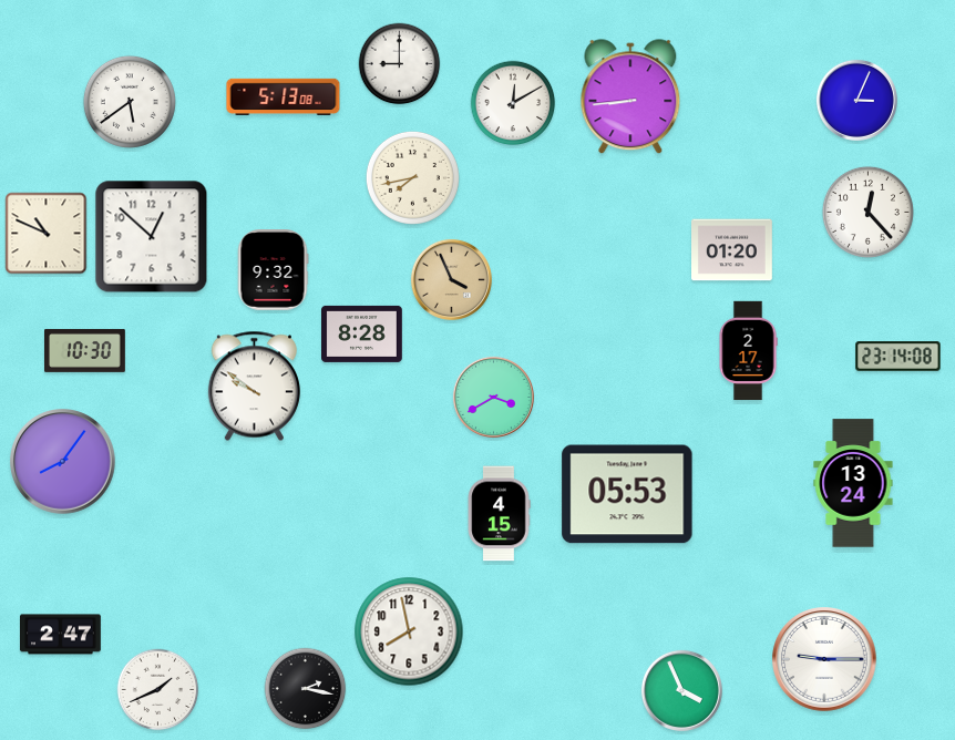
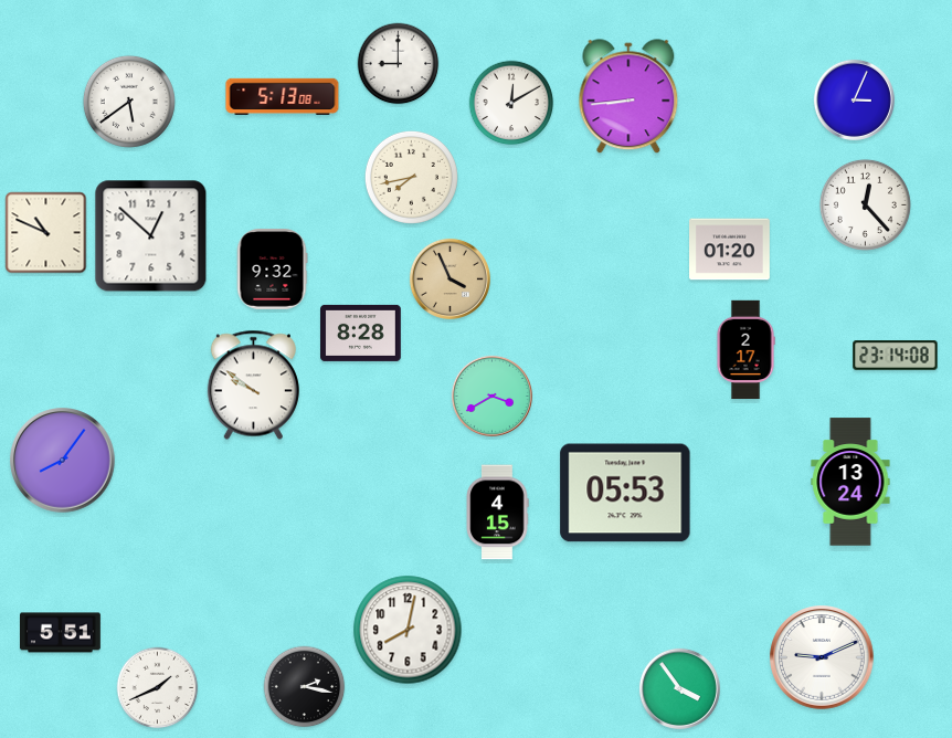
clock at (867, 212) position: (867, 212) -> (865, 204)
clock at (85, 350): 10:30 -> none
clock at (409, 631): 7:58 -> 8:02
clock at (61, 635): 2:47 -> 5:51
clock at (824, 659): 9:15 -> 9:11
clock at (681, 690): 3:56 -> 3:54
